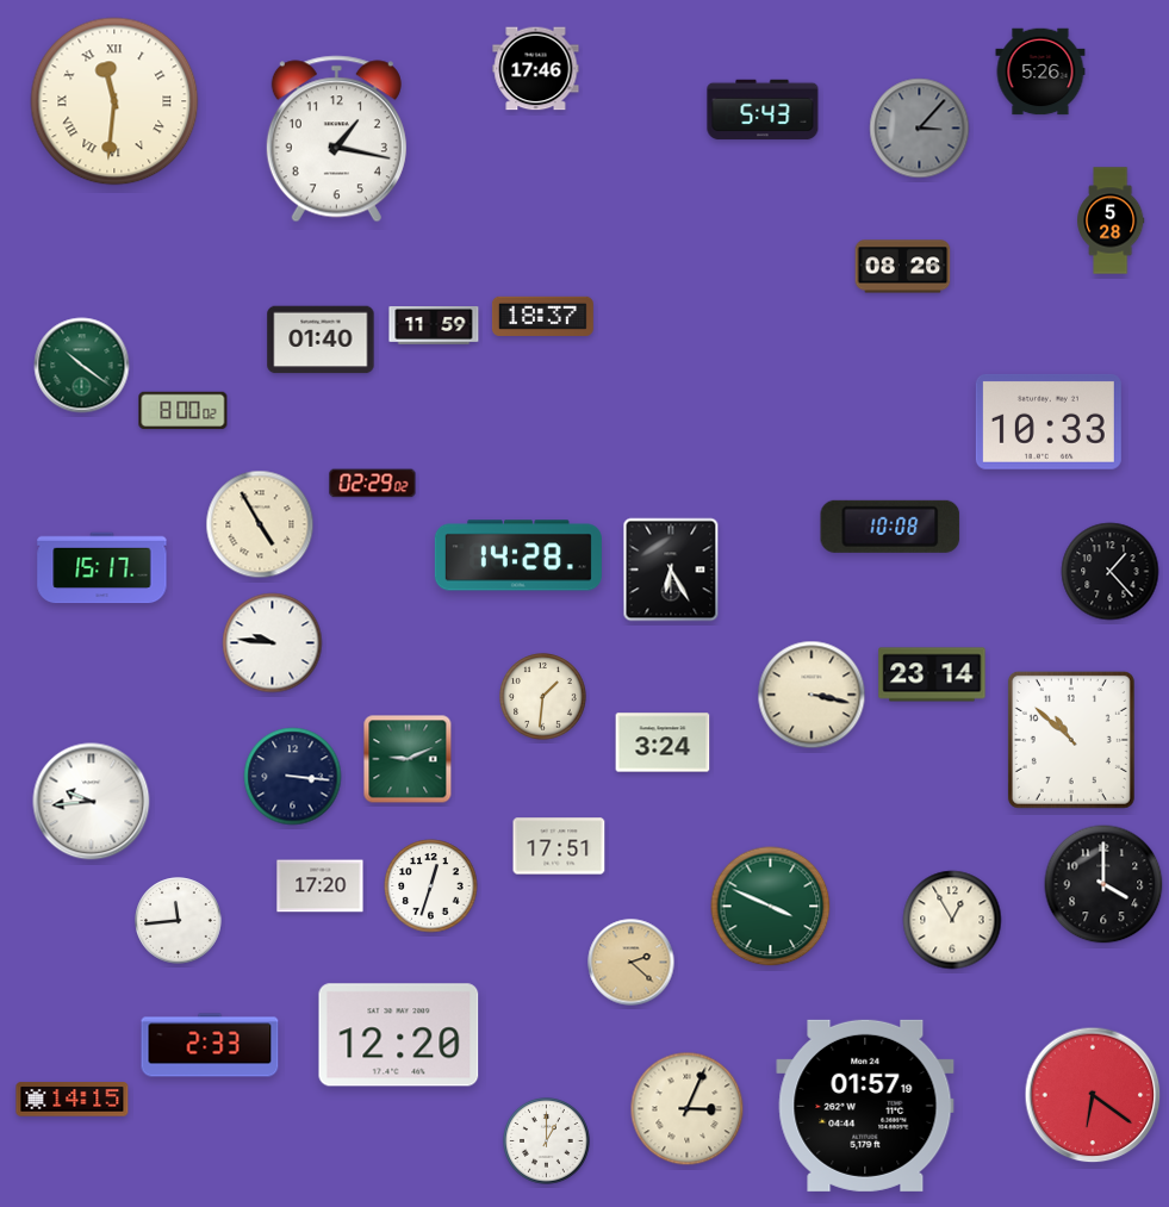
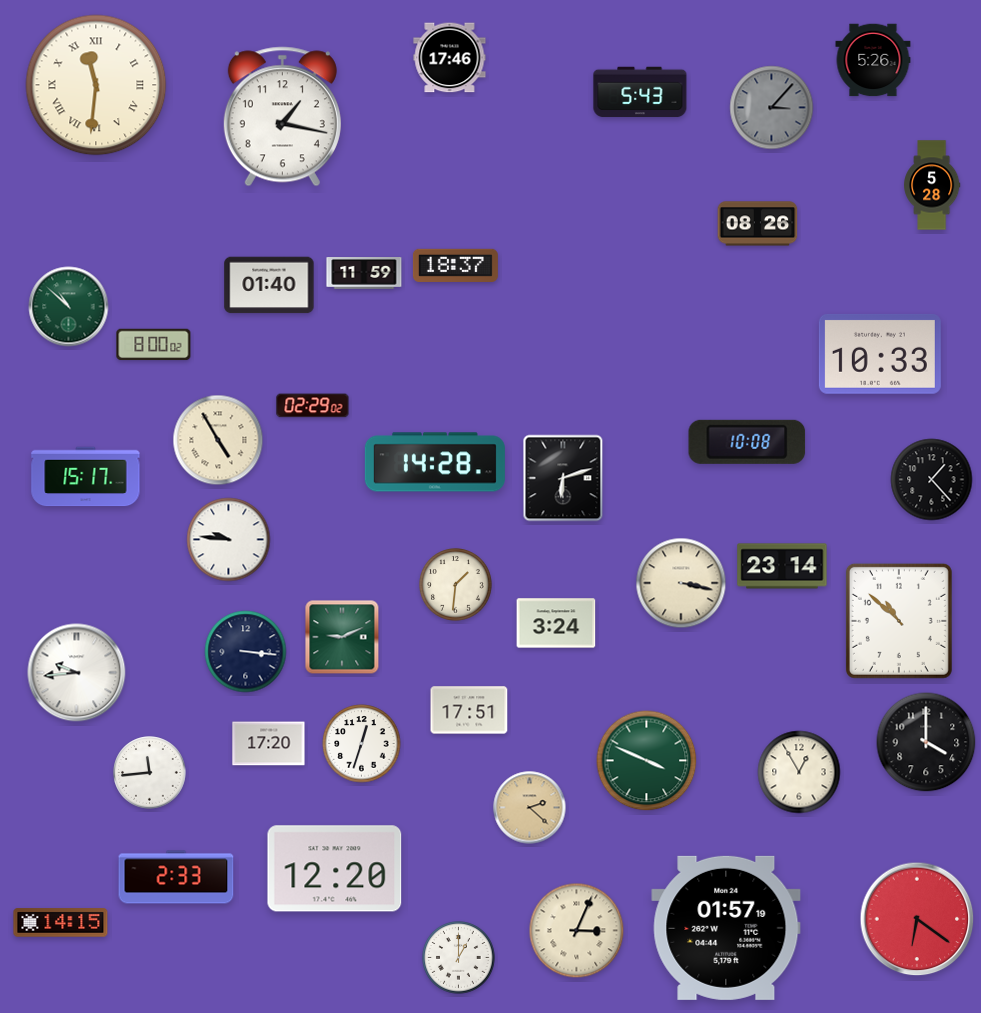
clock at (82, 366): 10:21 -> 10:52
clock at (518, 555) position: (518, 555) -> (435, 462)
clock at (671, 570): 6:25 -> 6:12
